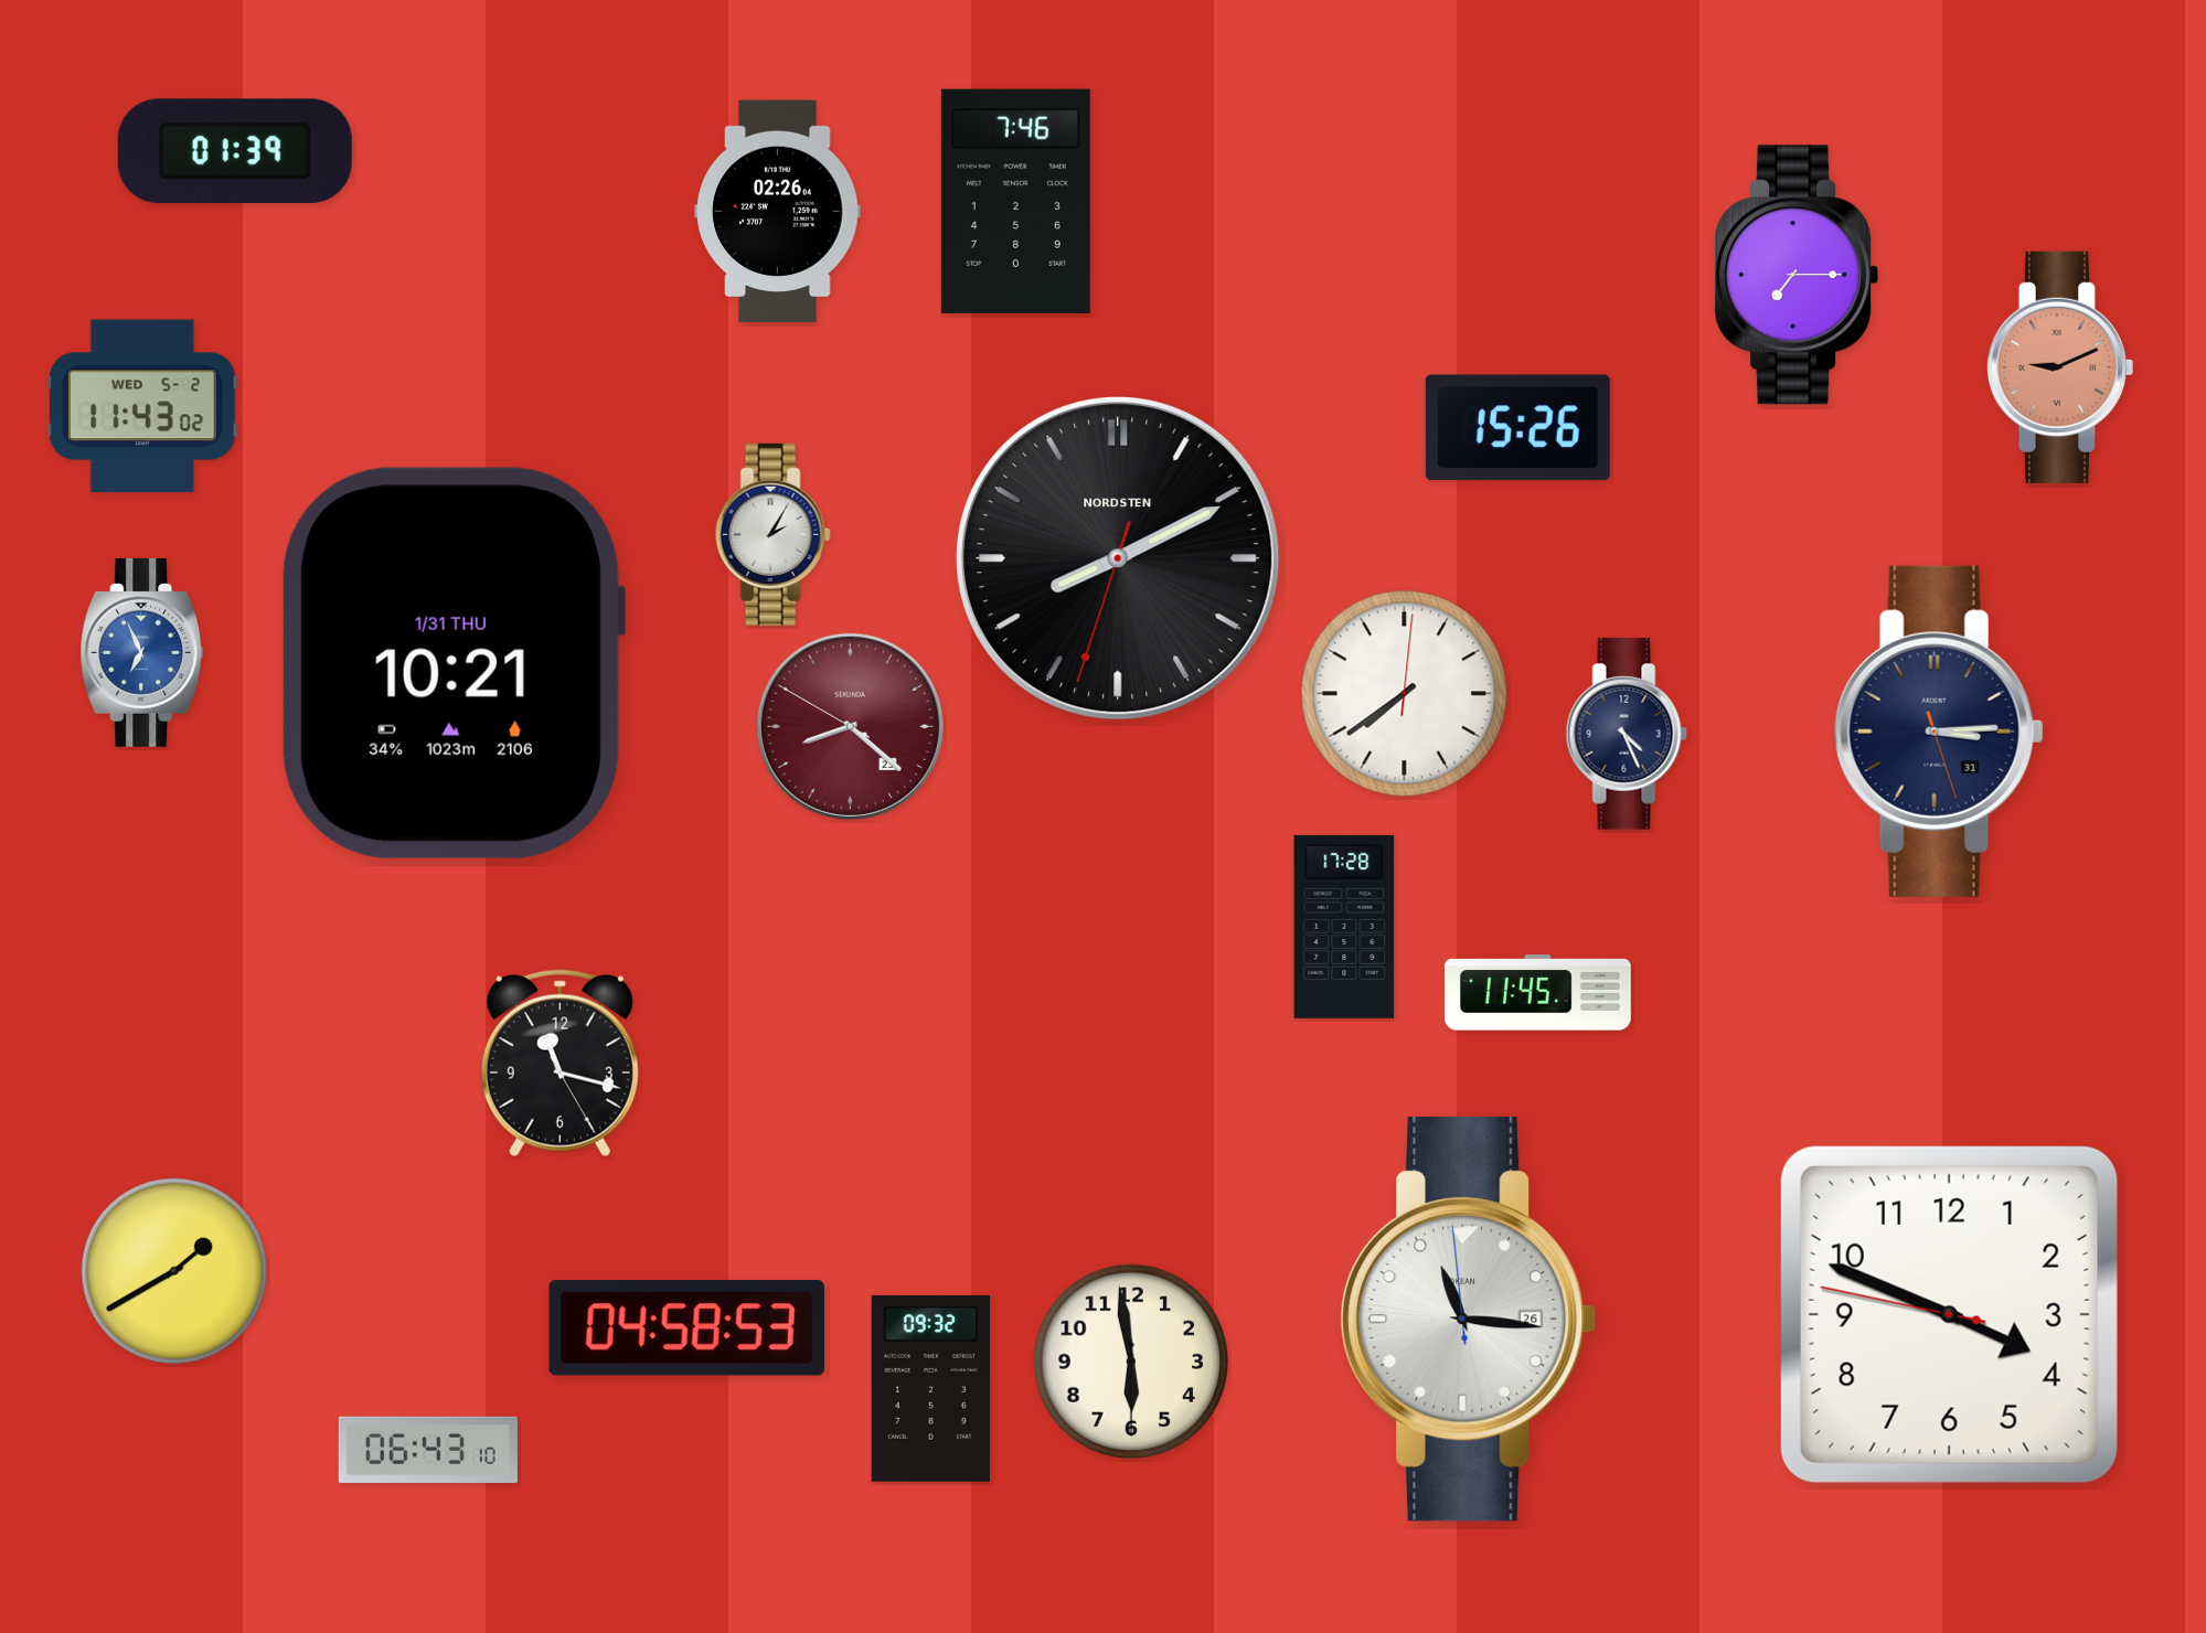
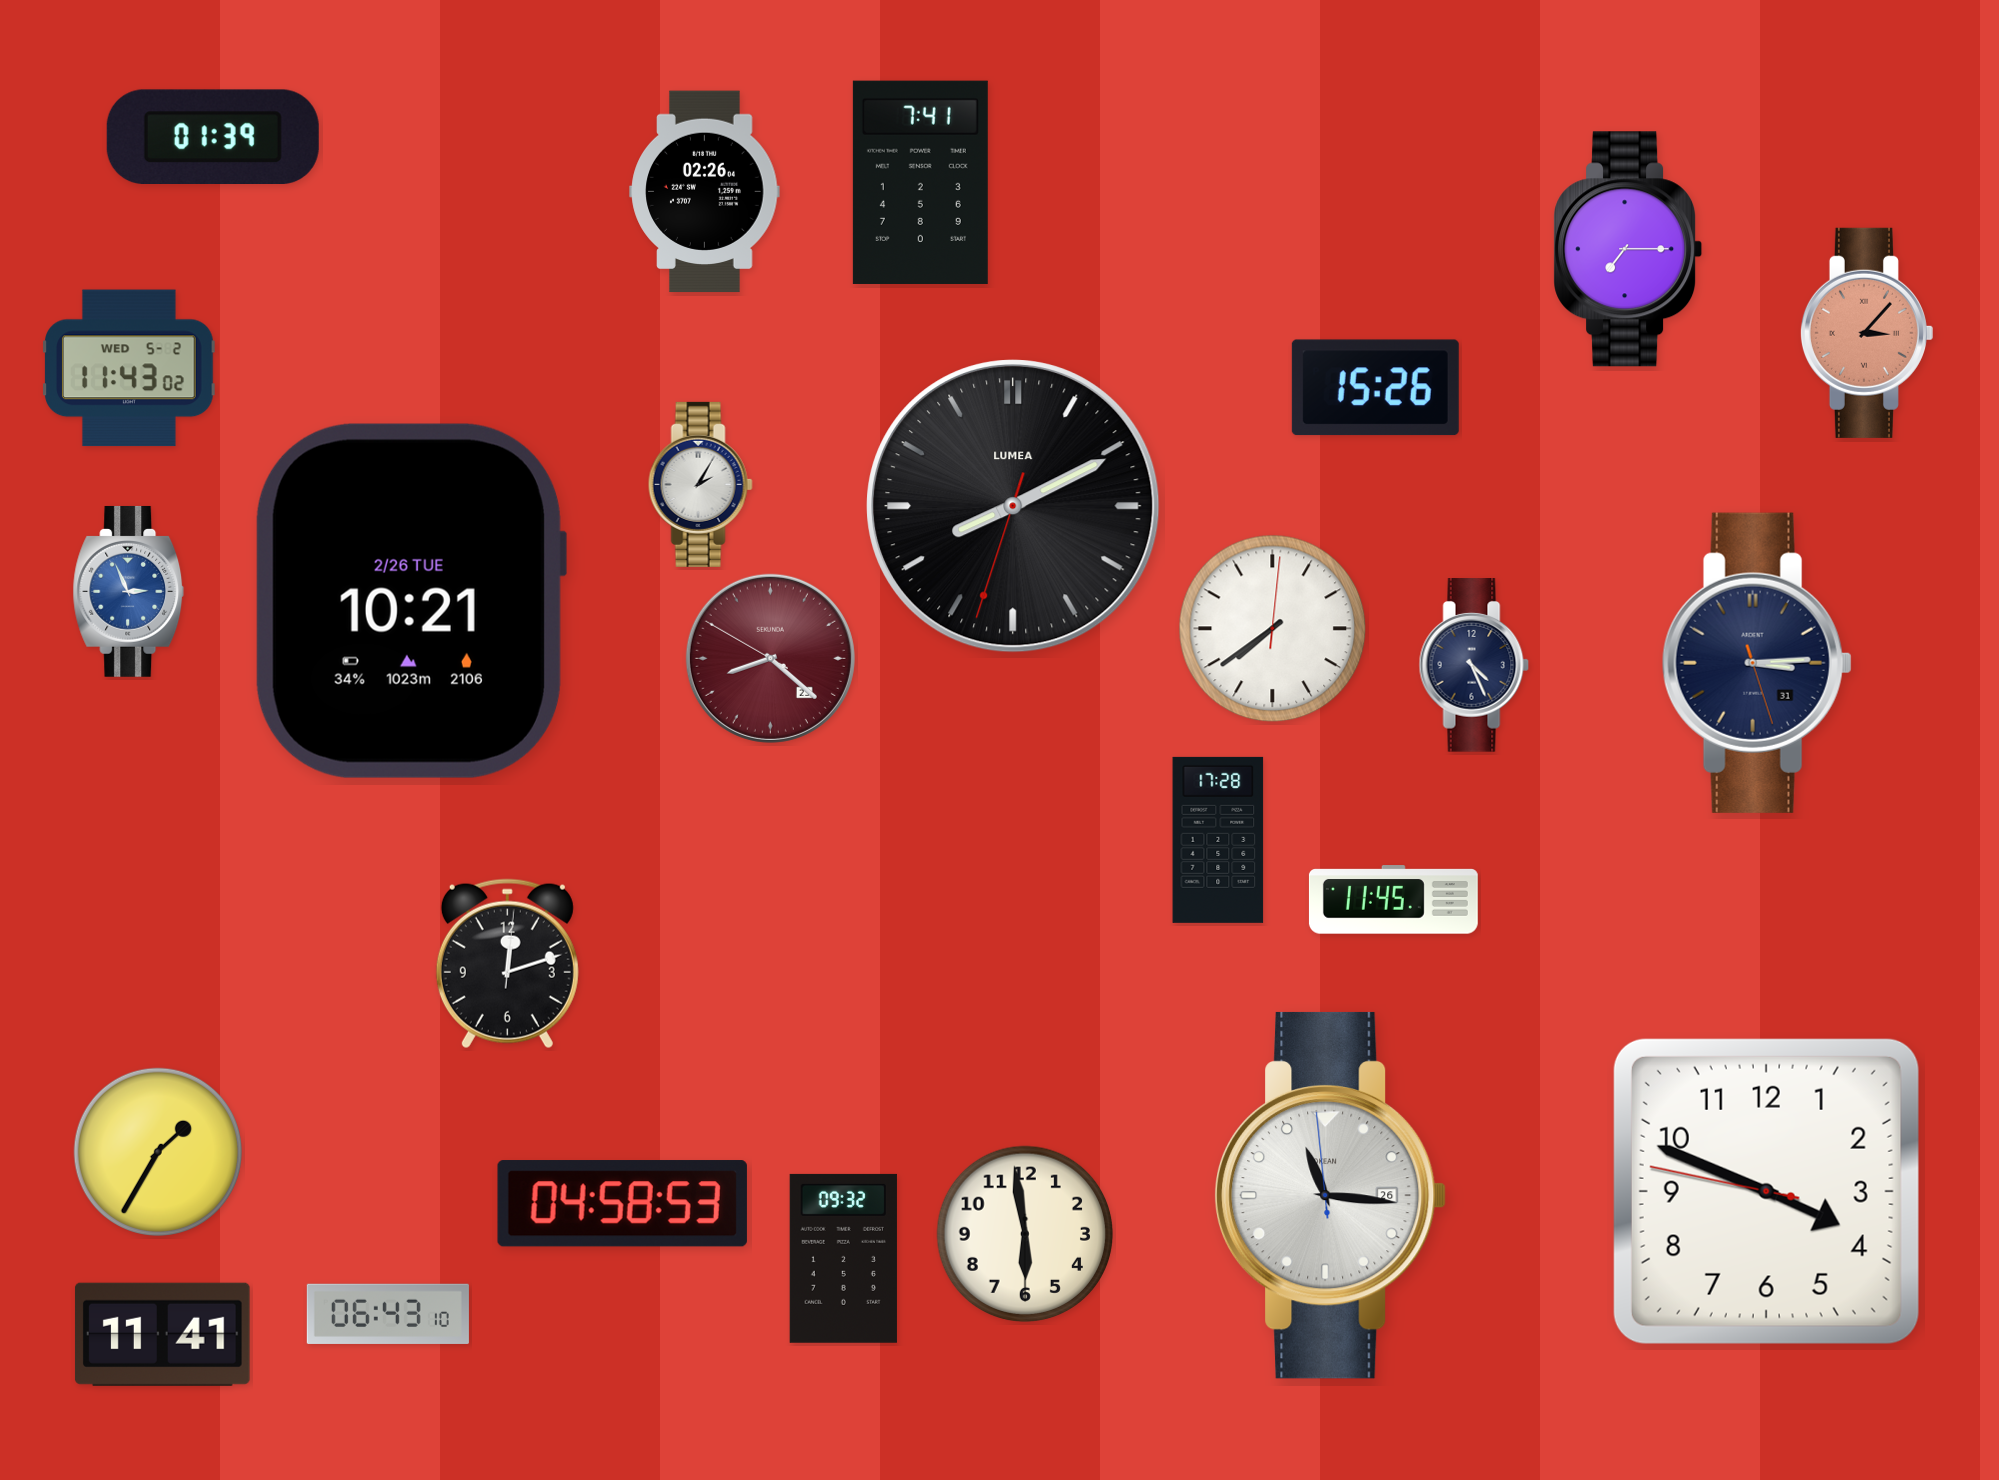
clock at (1015, 201): 7:46 -> 7:41
clock at (2059, 367): 9:11 -> 3:07
clock at (1118, 558) brand: NORDSTEN -> LUMEA
clock at (142, 652): 6:56 -> 2:56
clock at (452, 663) date: 1/31 THU -> 2/26 TUE
clock at (560, 1064): 11:17 -> 12:12
clock at (174, 1271): 1:40 -> 1:35
clock at (162, 1334): none -> 11:41
